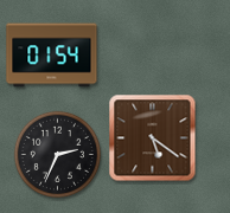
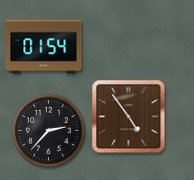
clock at (153, 138): 5:21 -> 4:54
clock at (57, 154): 2:34 -> 2:37
